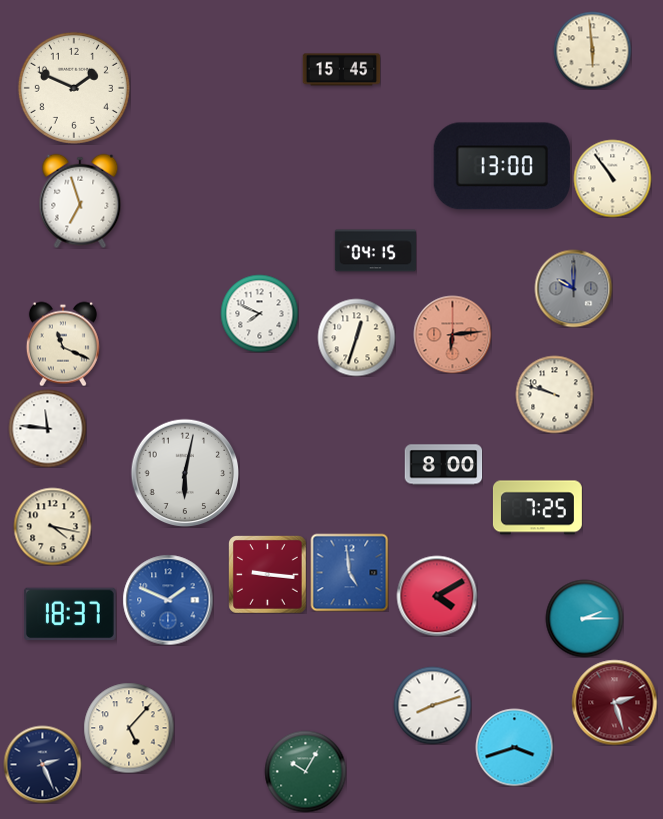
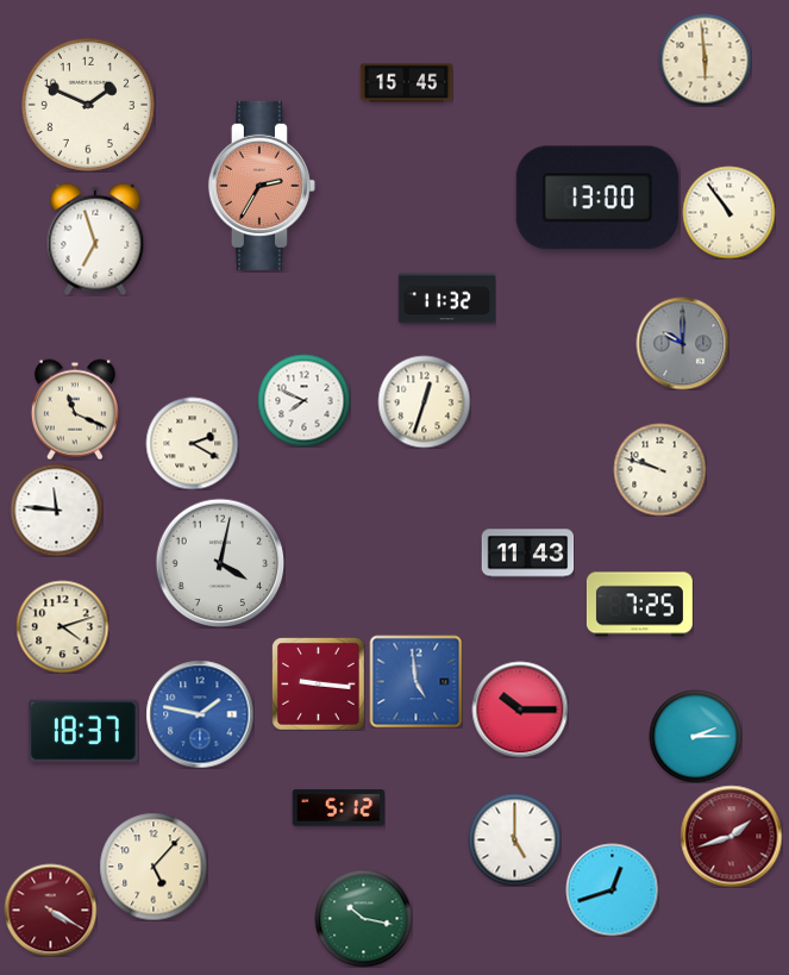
clock at (262, 186): none -> 2:35
clock at (375, 251): 04:15 -> 11:32
clock at (259, 313) position: (259, 313) -> (303, 400)
clock at (452, 334): 6:14 -> none
clock at (192, 443): none -> 2:20
clock at (443, 465): 8:00 -> 11:43
clock at (185, 473): 6:02 -> 4:02
clock at (52, 526): 4:17 -> 4:12
clock at (437, 596): 4:10 -> 10:15
clock at (168, 600): 1:49 -> 1:47
clock at (338, 808): none -> 5:12
clock at (614, 702): 2:27 -> 1:42
clock at (432, 705): 8:12 -> 5:00
clock at (514, 747): 3:42 -> 12:42
clock at (42, 764): 2:26 -> 4:20
clock at (42, 764) dial: navy -> burgundy
clock at (305, 771): 10:05 -> 10:17
